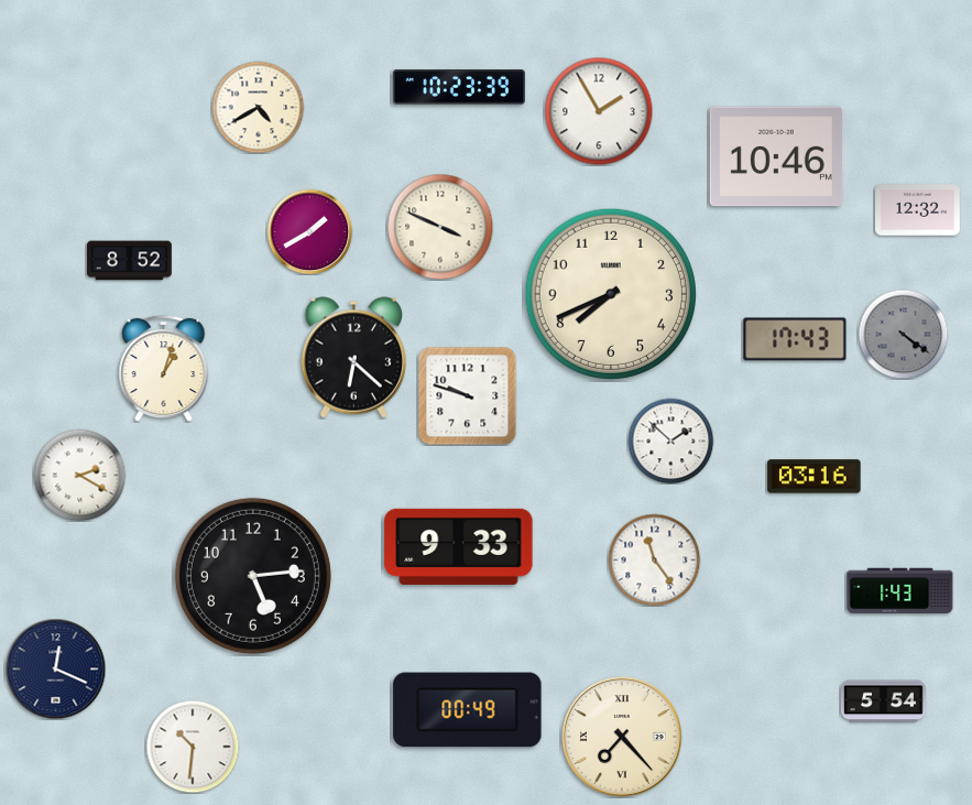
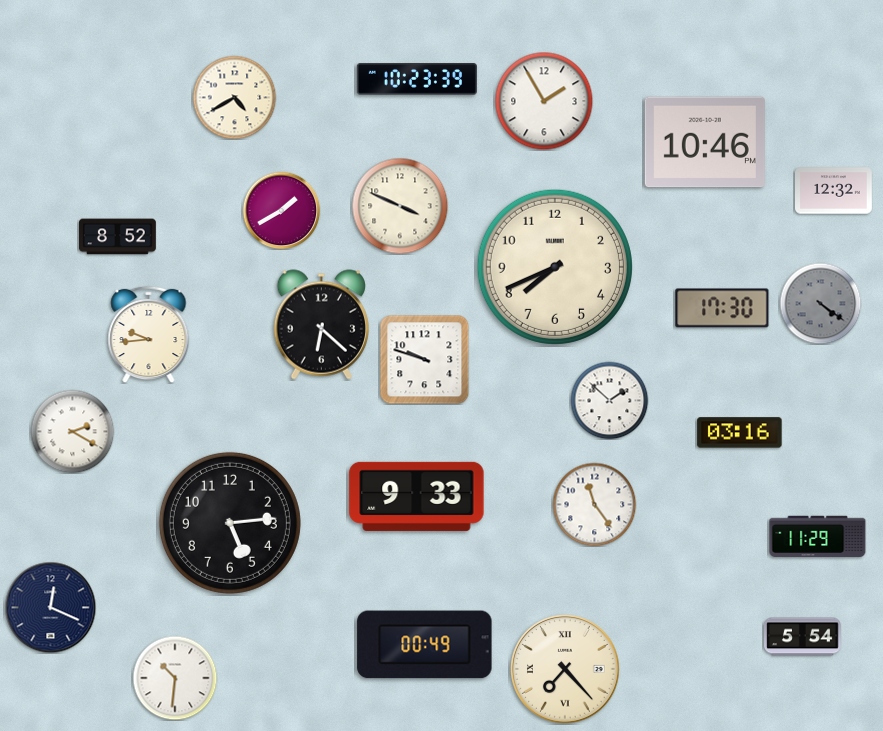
clock at (795, 339): 17:43 -> 17:30
clock at (164, 368): 1:03 -> 9:44
clock at (654, 559) position: (654, 559) -> (594, 504)
clock at (900, 590): 1:43 -> 11:29
